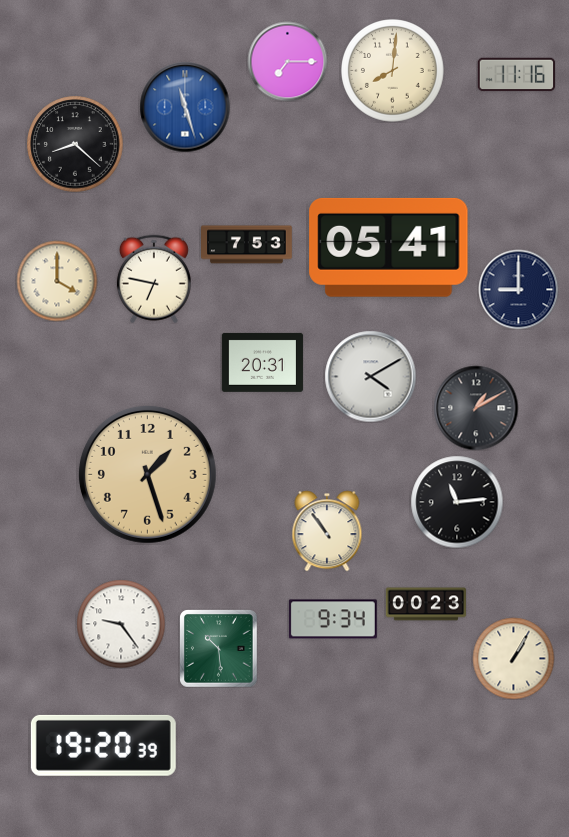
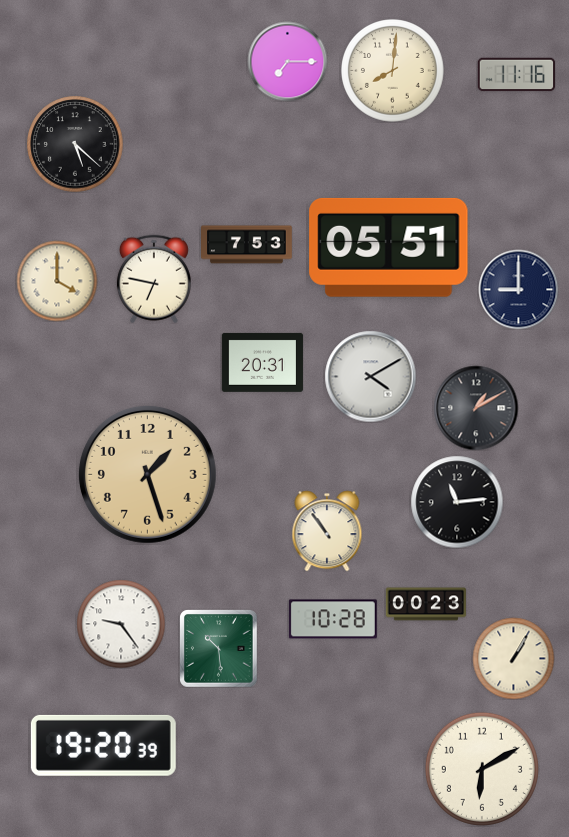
clock at (185, 107): 11:27 -> none
clock at (75, 144): 8:22 -> 5:22
clock at (389, 247): 05:41 -> 05:51
clock at (333, 619): 9:34 -> 10:28
clock at (482, 769): none -> 6:10
